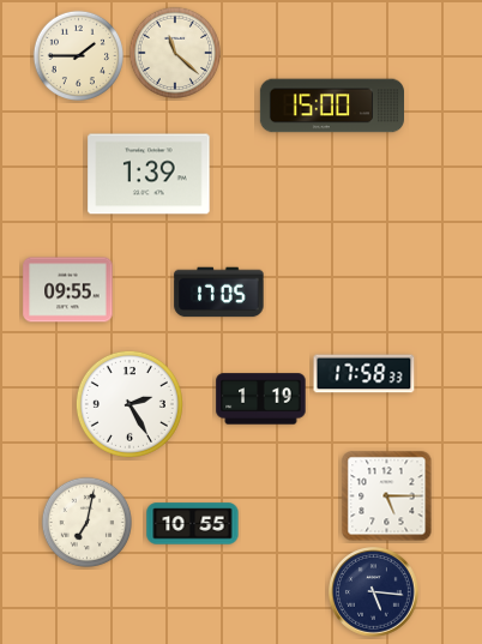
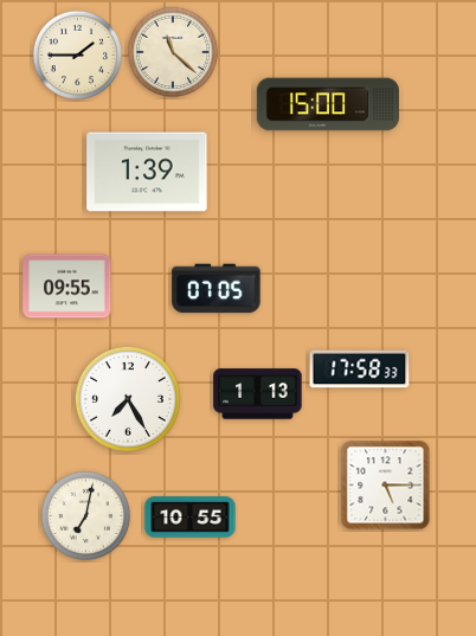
clock at (219, 293): 17:05 -> 07:05
clock at (261, 399): 1:19 -> 1:13
clock at (129, 404): 2:25 -> 7:25
clock at (387, 496) position: (387, 496) -> (386, 486)
clock at (374, 592): 5:16 -> none
